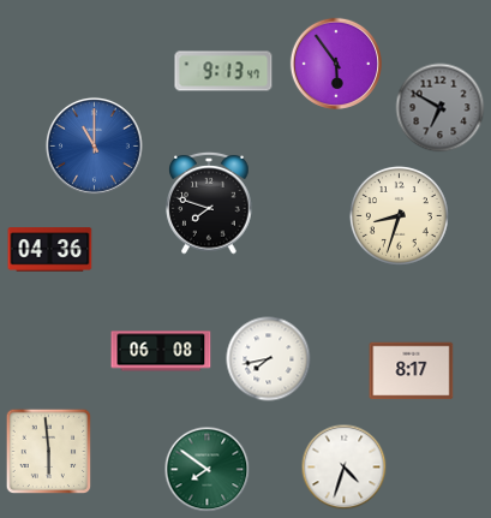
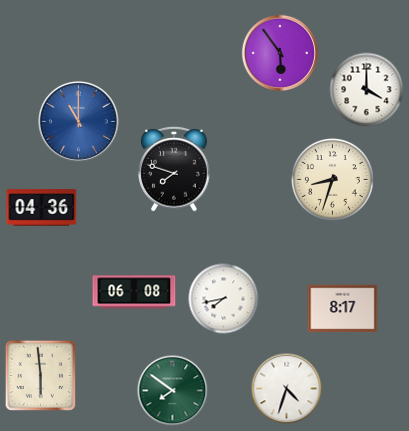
clock at (223, 71): 9:13 -> none
clock at (441, 108): 6:50 -> 4:00
clock at (441, 108) dial: grey -> white
